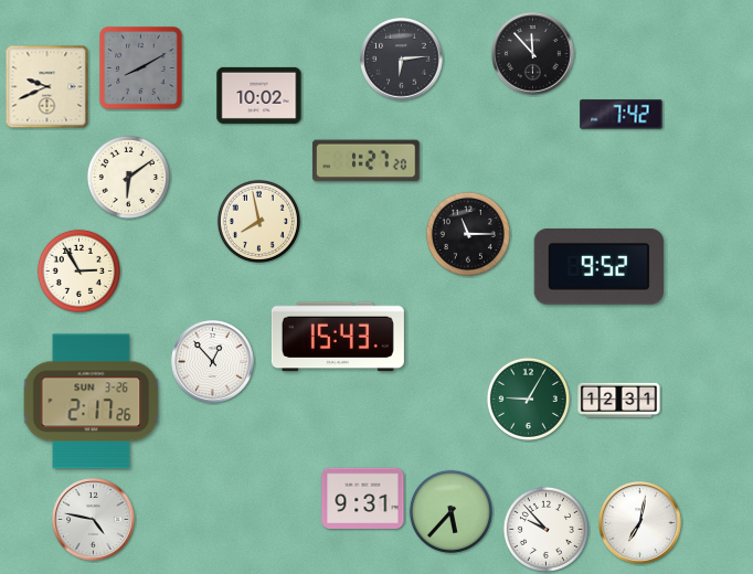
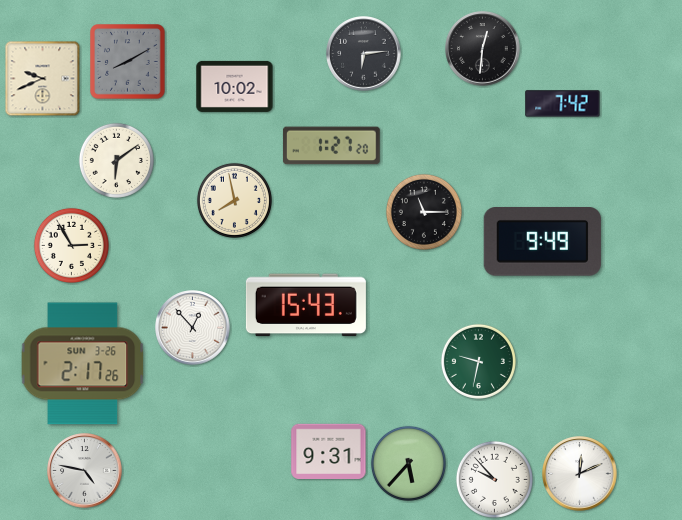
clock at (533, 54): 11:53 -> 12:31
clock at (598, 267): 9:52 -> 9:49
clock at (528, 398): 9:05 -> 9:32
clock at (619, 401): 12:31 -> none
clock at (640, 523): 7:02 -> 12:11
